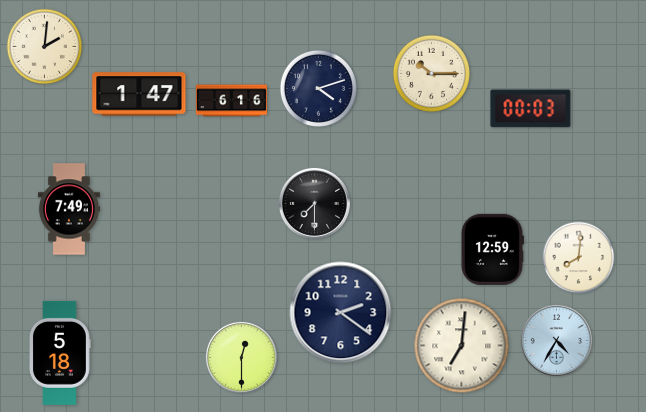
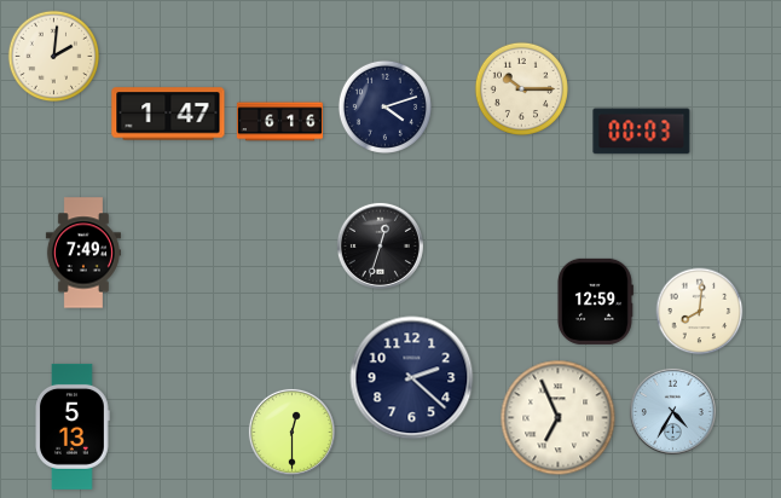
clock at (314, 203): 7:30 -> 12:33
clock at (341, 313): 2:21 -> 2:22
clock at (462, 346): 7:01 -> 6:56
clock at (60, 353): 5:18 -> 5:13
